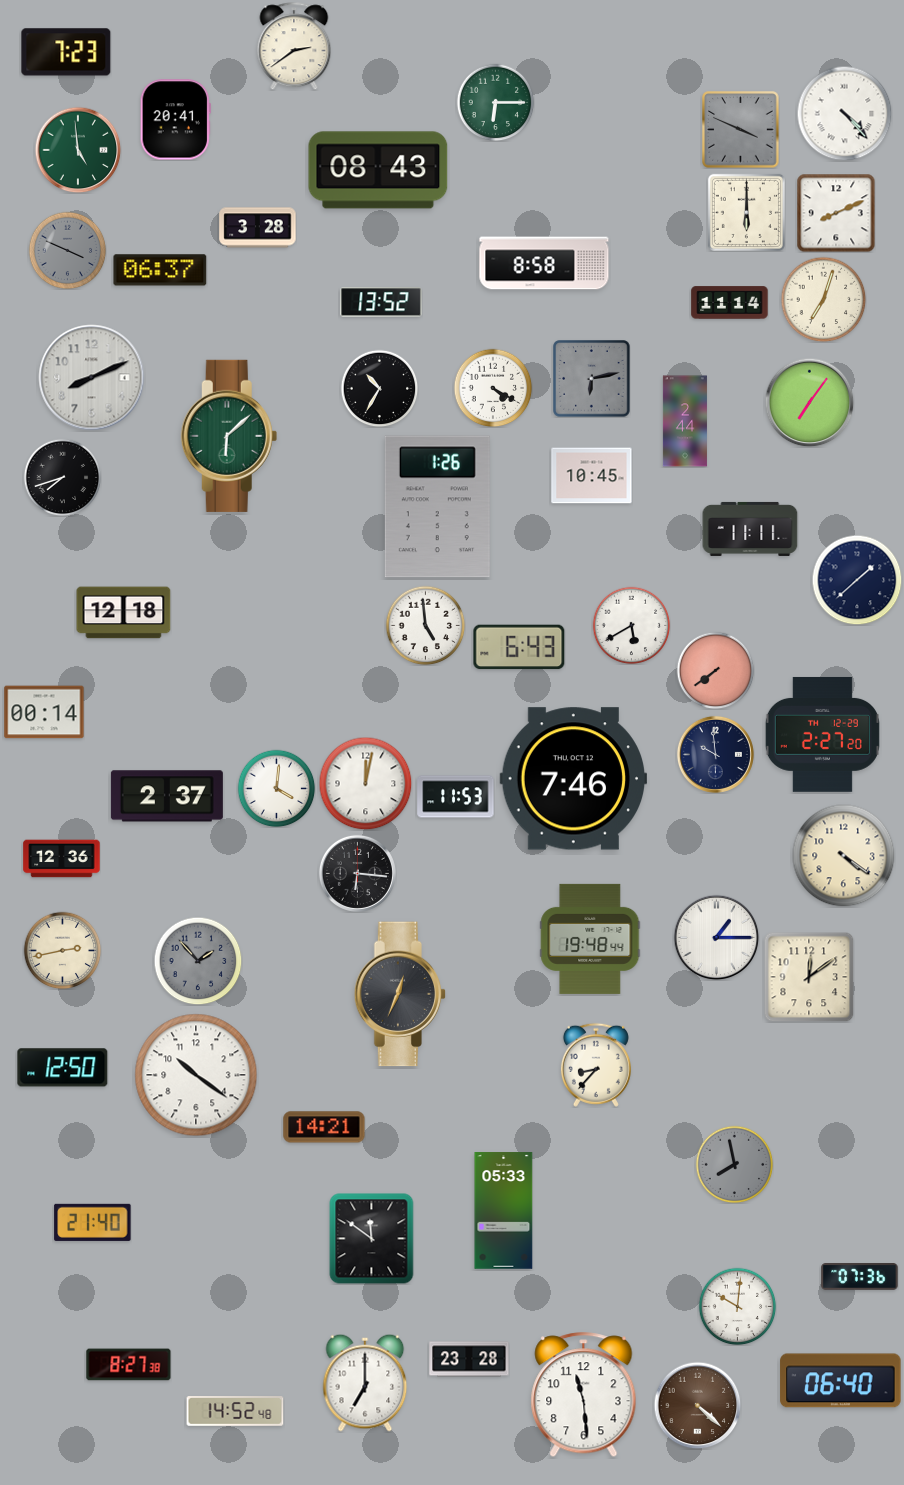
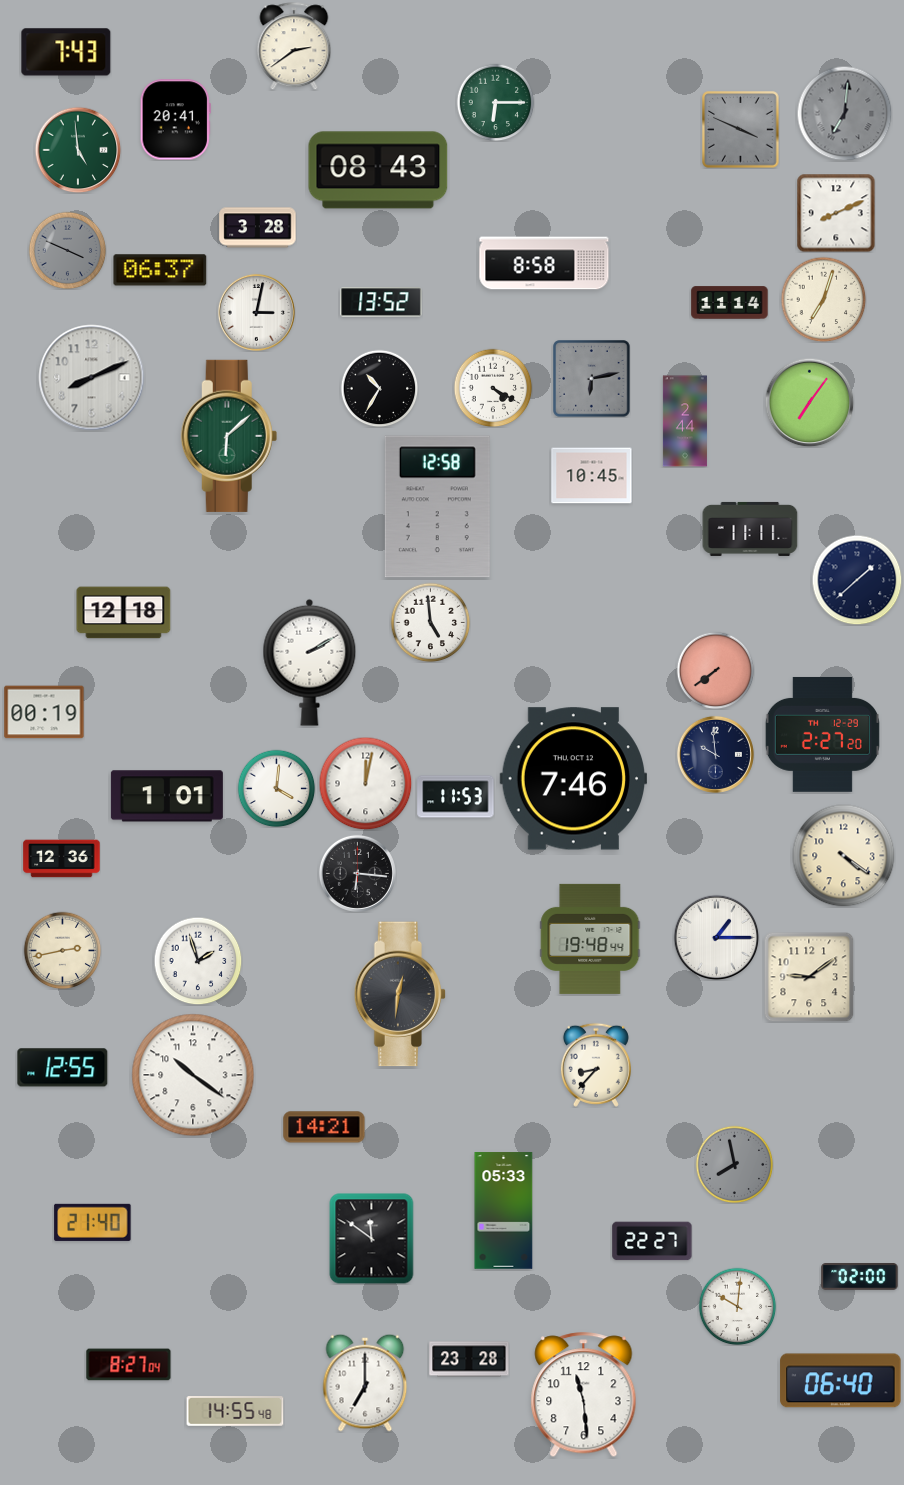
clock at (66, 52): 7:23 -> 7:43
clock at (844, 113): 4:23 -> 7:01
clock at (844, 113) dial: white -> grey
clock at (746, 212): 6:00 -> none
clock at (256, 312): none -> 3:02
clock at (62, 477): 7:42 -> none
clock at (437, 507): 1:26 -> 12:58
clock at (425, 625) position: (425, 625) -> (430, 622)
clock at (631, 625): 5:40 -> none
clock at (519, 647): 6:43 -> none
clock at (310, 662): none -> 2:10
clock at (44, 712): 00:14 -> 00:19
clock at (167, 796): 2:37 -> 1:01
clock at (198, 961): 1:53 -> 1:57
clock at (198, 961) dial: grey -> white
clock at (809, 977): 12:09 -> 9:09
clock at (400, 994): 12:34 -> 12:31
clock at (63, 1068): 12:50 -> 12:55
clock at (196, 1075) position: (196, 1075) -> (193, 1075)
clock at (652, 1241): none -> 22:27
clock at (860, 1277): 07:36 -> 02:00
clock at (129, 1365): 8:27:38 -> 8:27:04
clock at (697, 1405): 4:22 -> none
clock at (235, 1411): 14:52 -> 14:55
